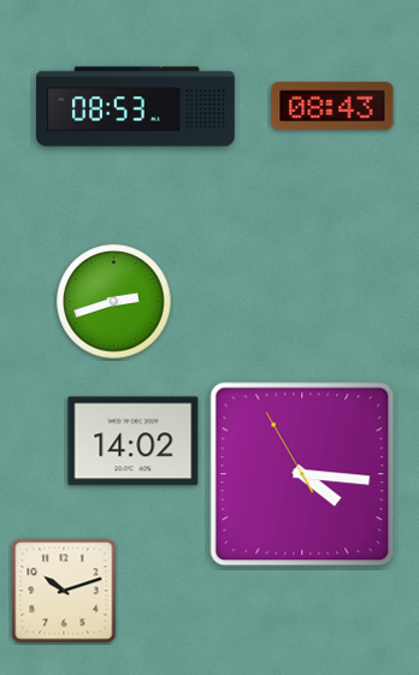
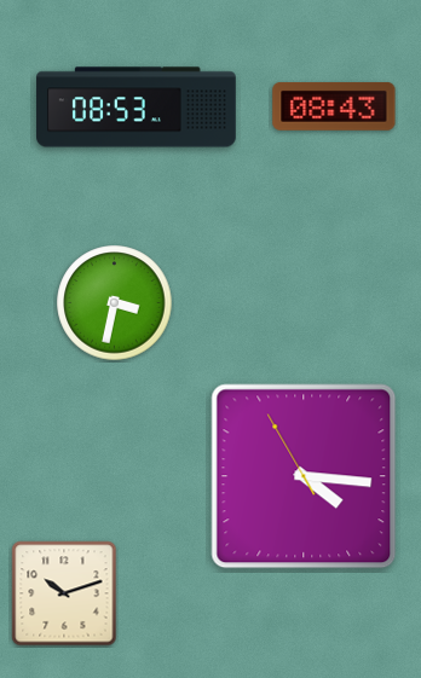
clock at (114, 302): 2:42 -> 3:32
clock at (134, 442): 14:02 -> none
